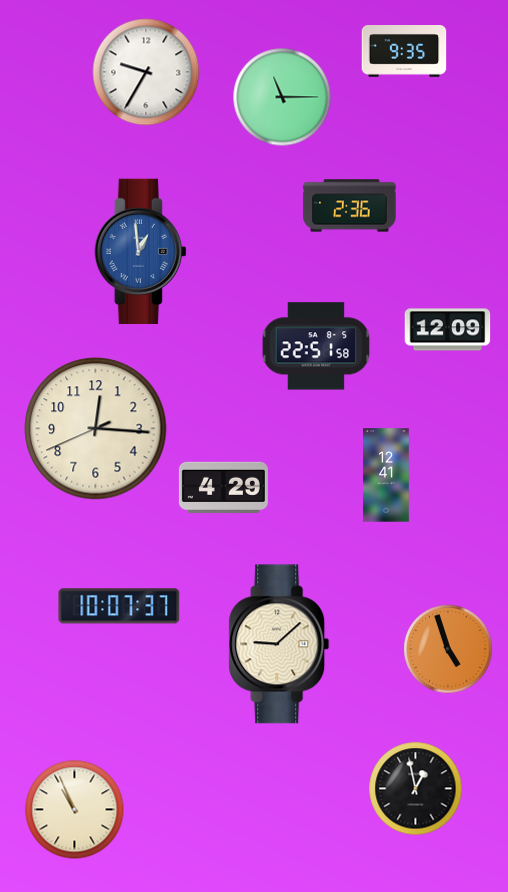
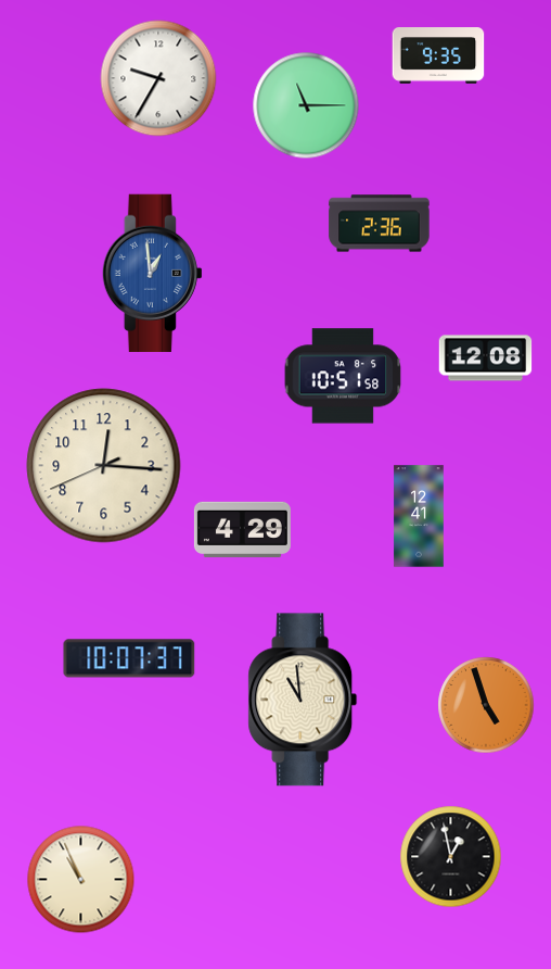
clock at (448, 330): 12:09 -> 12:08
clock at (316, 346): 22:51 -> 10:51
clock at (279, 644): 9:08 -> 10:59
